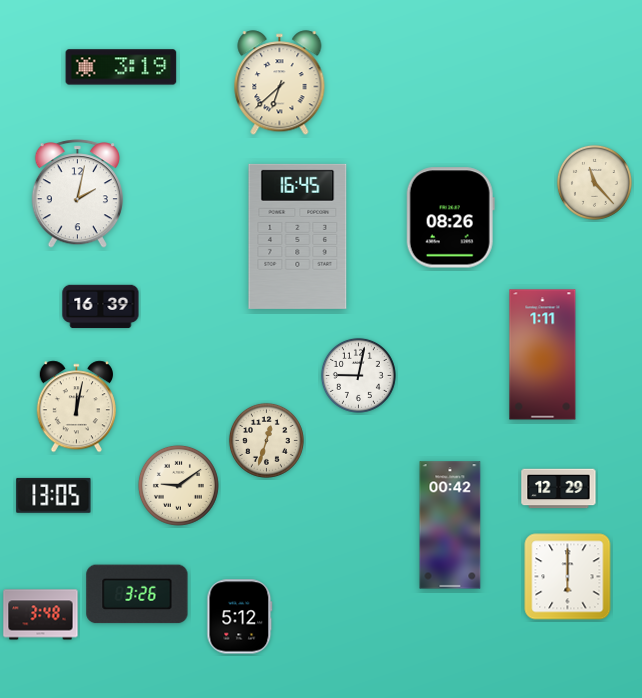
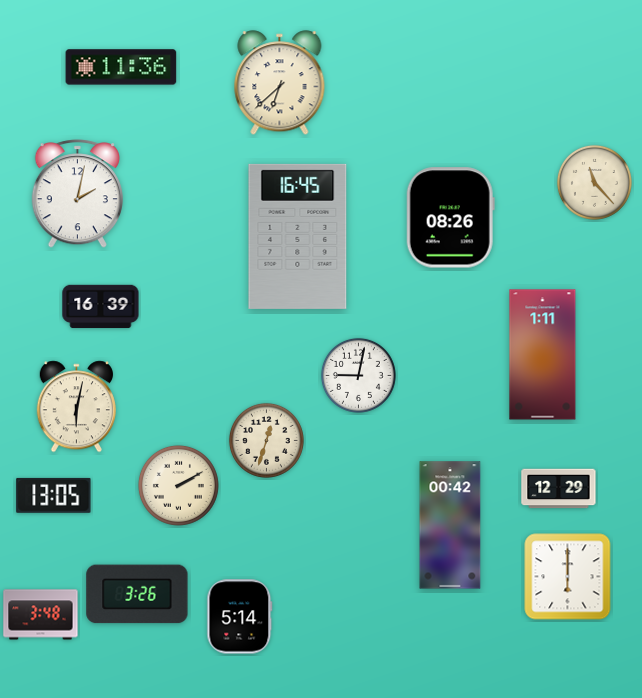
clock at (121, 67): 3:19 -> 11:36
clock at (76, 407): 12:02 -> 6:02
clock at (178, 485): 9:09 -> 2:10
clock at (240, 617): 5:12 -> 5:14
